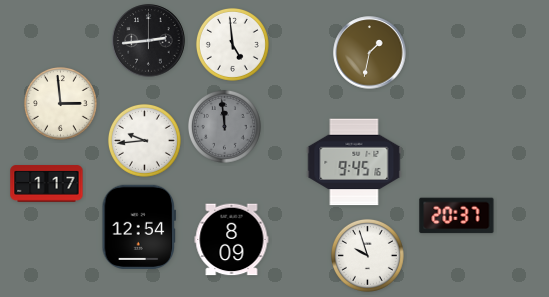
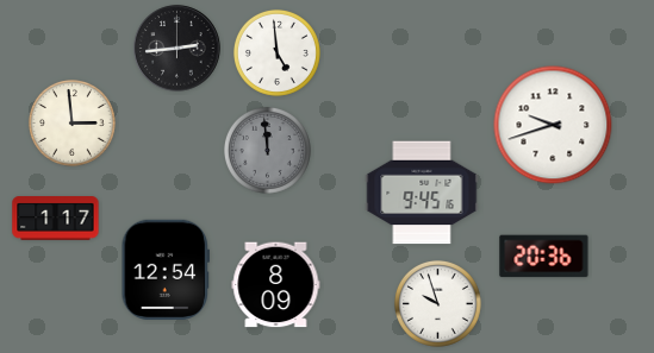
clock at (370, 53): 1:32 -> none
clock at (553, 125): none -> 9:42
clock at (144, 140): 9:44 -> none
clock at (457, 216): 20:37 -> 20:36
